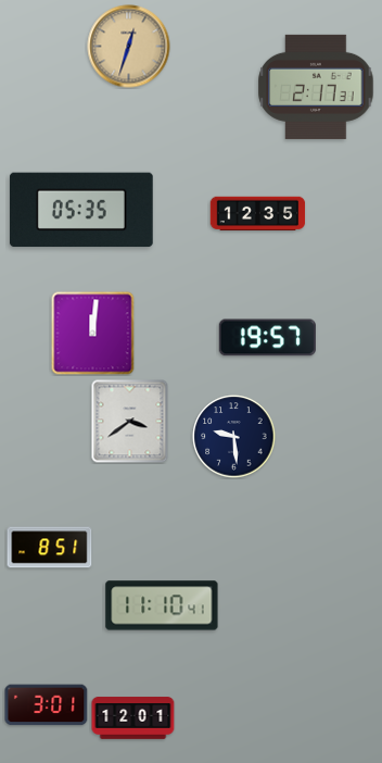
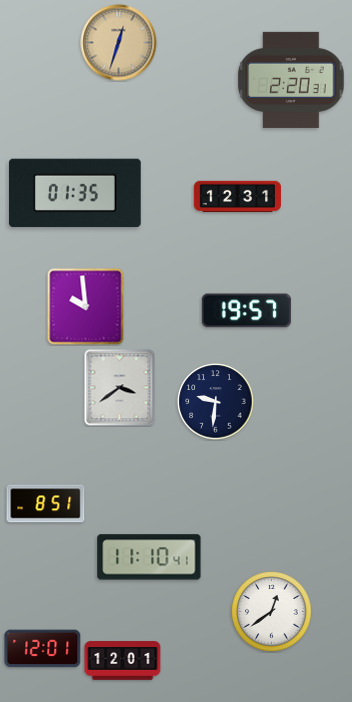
clock at (316, 87): 2:17 -> 2:20
clock at (81, 210): 05:35 -> 01:35
clock at (258, 214): 12:35 -> 12:31
clock at (93, 334): 12:01 -> 9:59
clock at (234, 437): 9:29 -> 9:31
clock at (272, 612): none -> 12:39
clock at (47, 705): 3:01 -> 12:01
